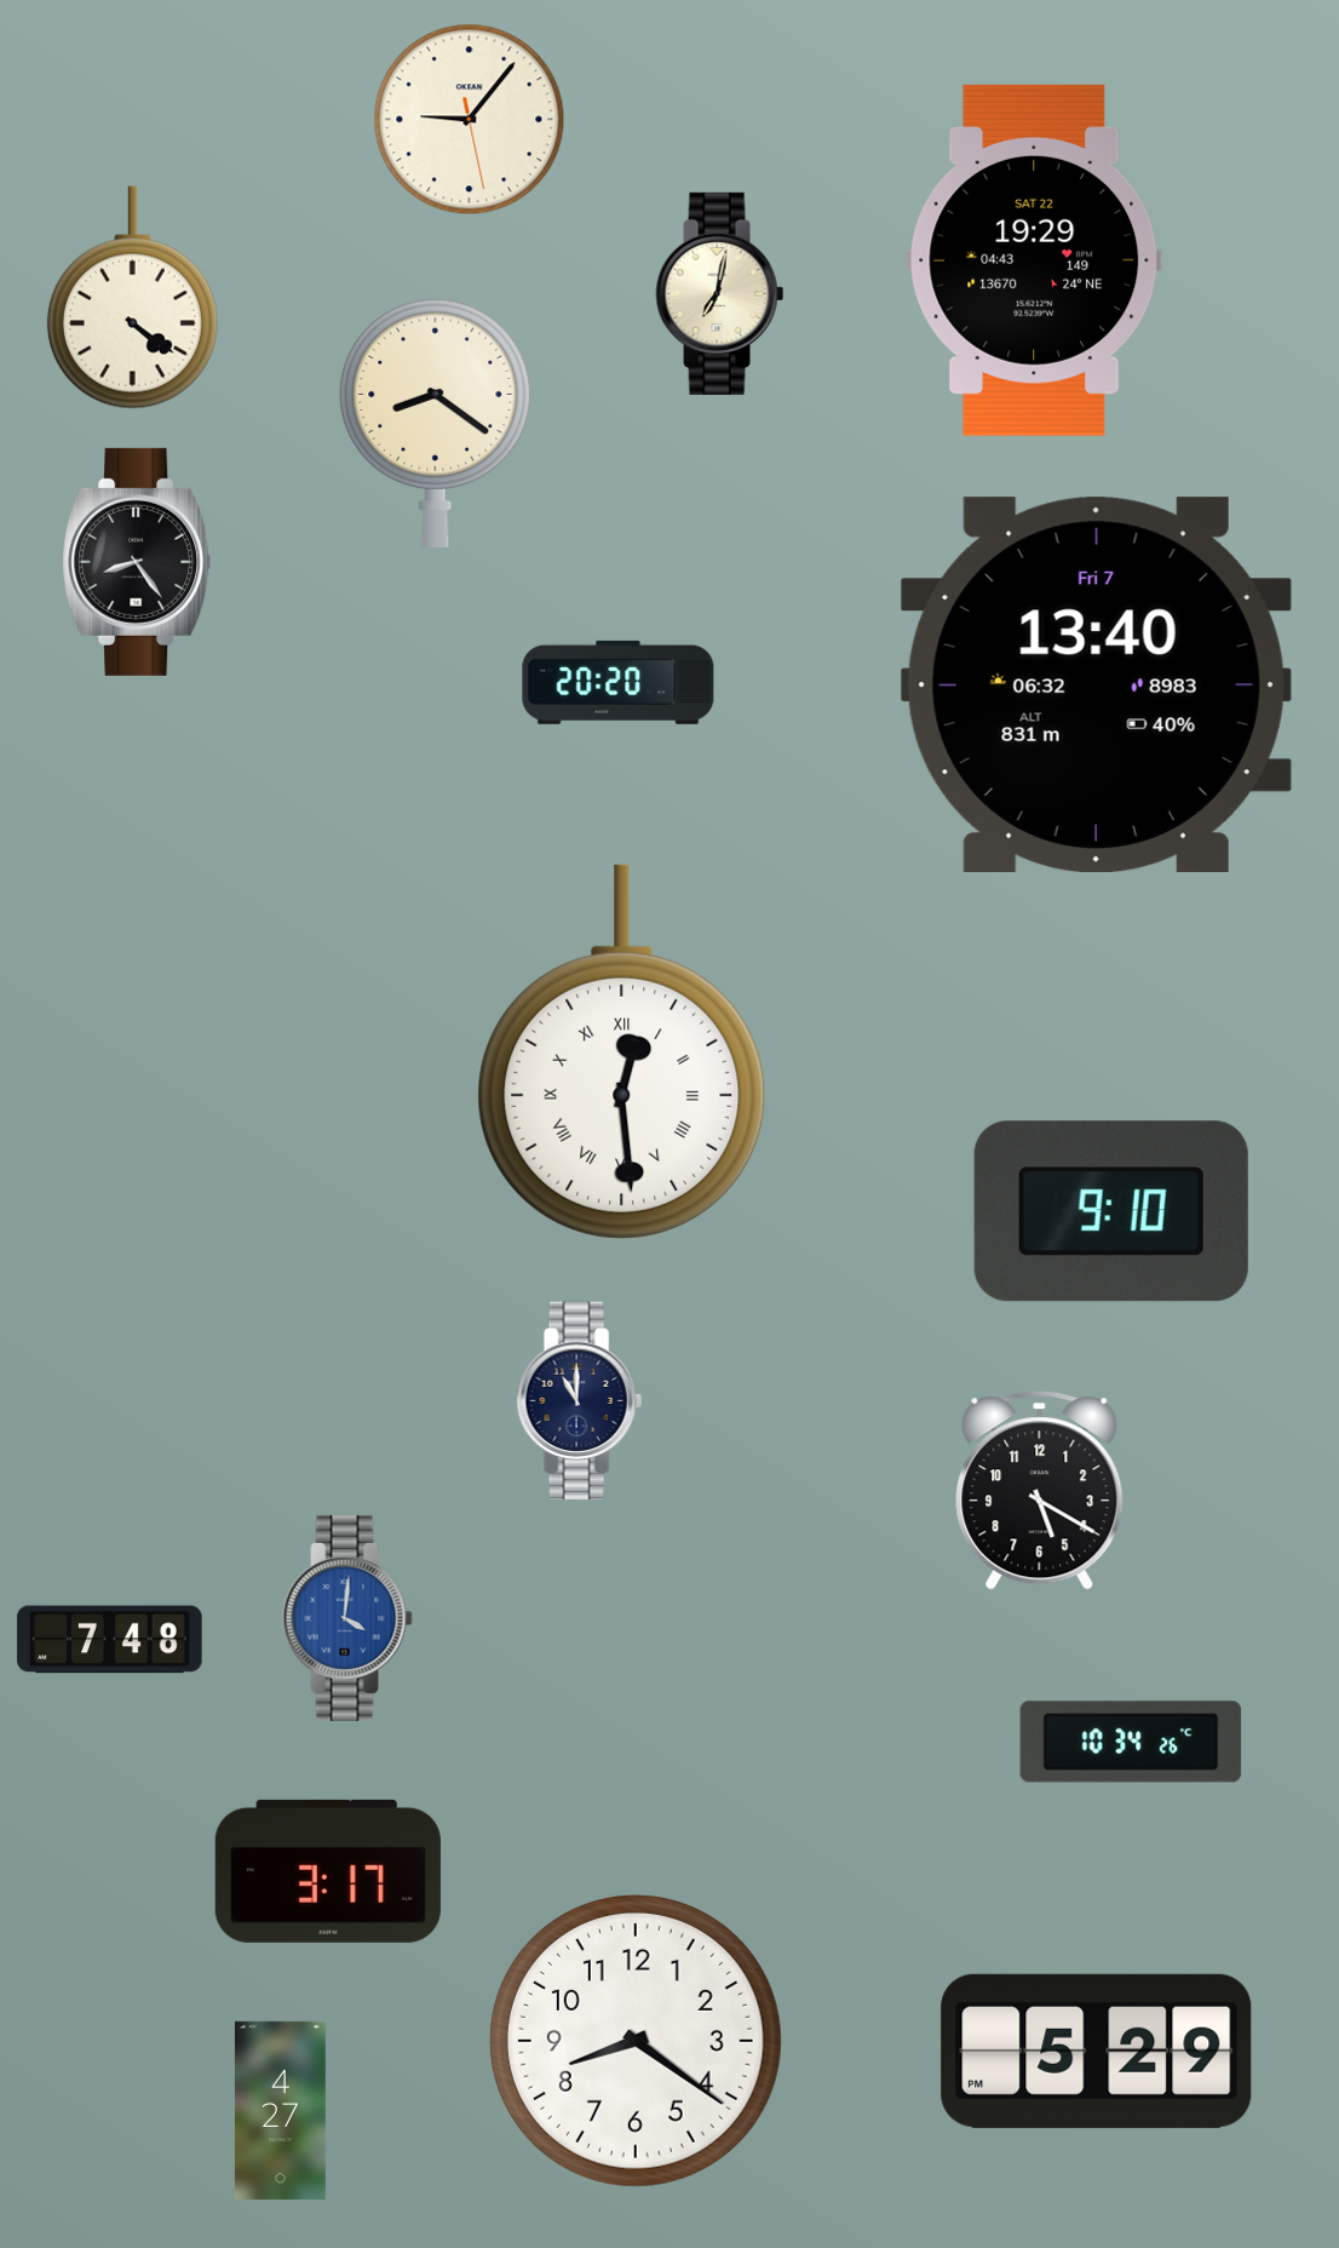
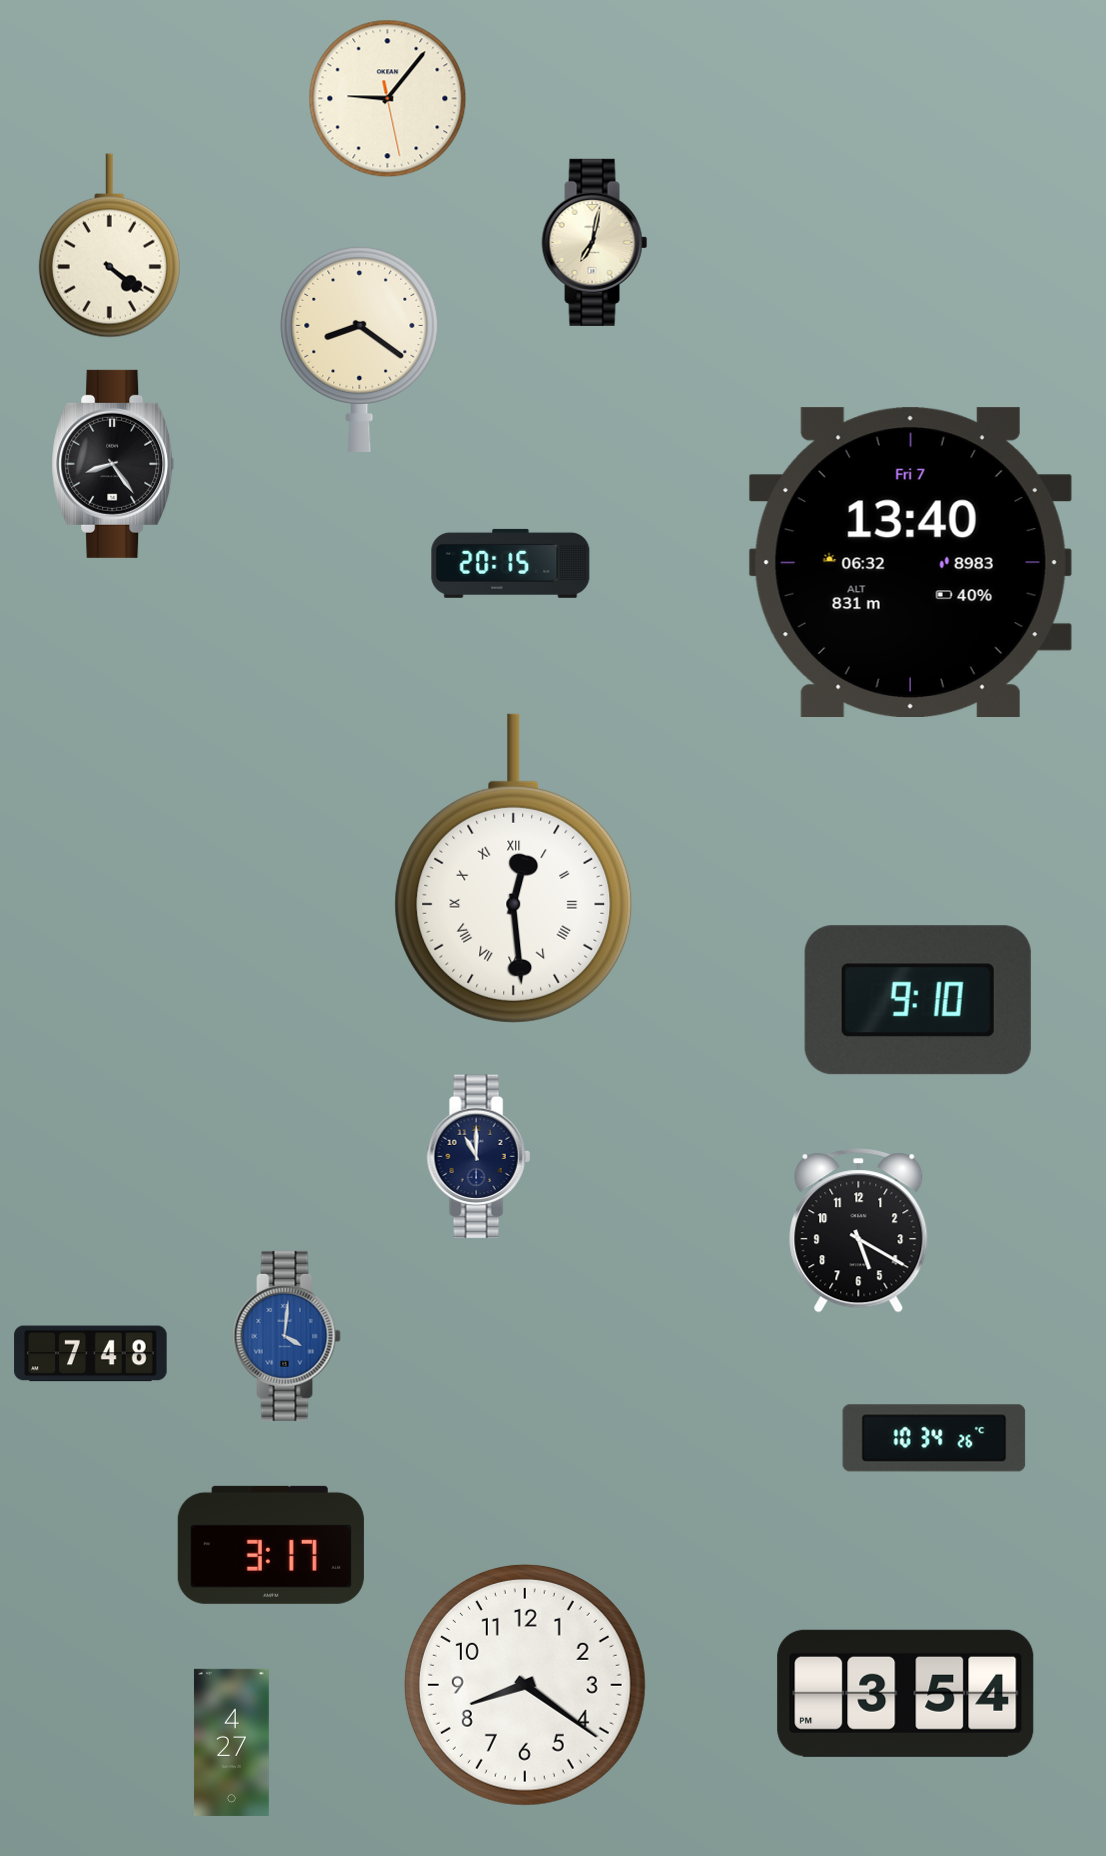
clock at (1034, 260): 19:29 -> none
clock at (619, 682): 20:20 -> 20:15
clock at (1096, 684) position: (1096, 684) -> (910, 562)
clock at (1097, 2051): 5:29 -> 3:54
